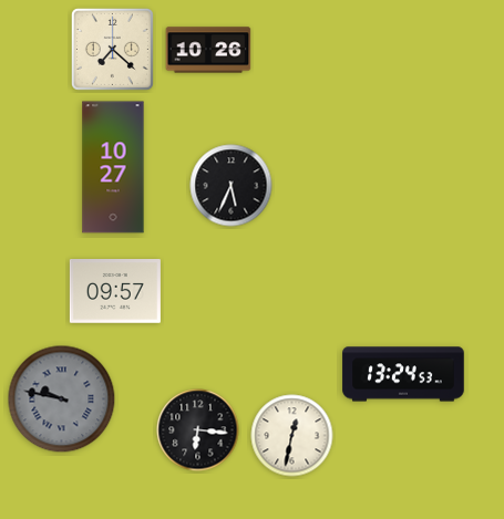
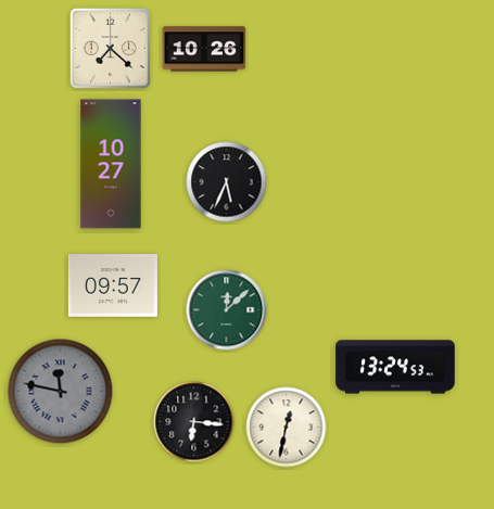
clock at (227, 310): none -> 12:08
clock at (62, 399): 9:47 -> 11:47
